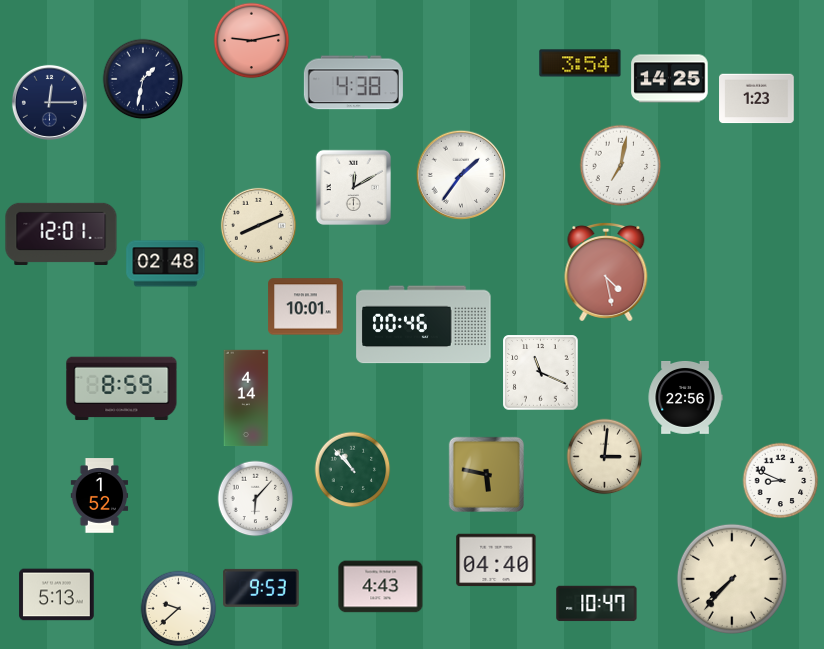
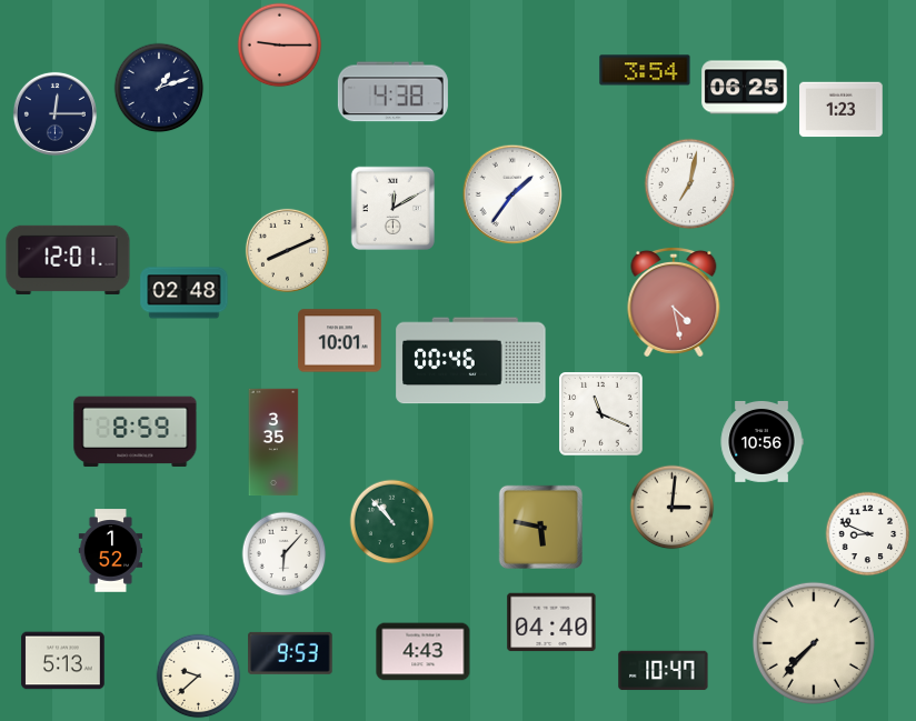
clock at (252, 41): 9:13 -> 9:15
clock at (143, 79): 1:32 -> 1:12
clock at (670, 79): 14:25 -> 06:25
clock at (246, 398): 4:14 -> 3:35
clock at (685, 398): 22:56 -> 10:56
